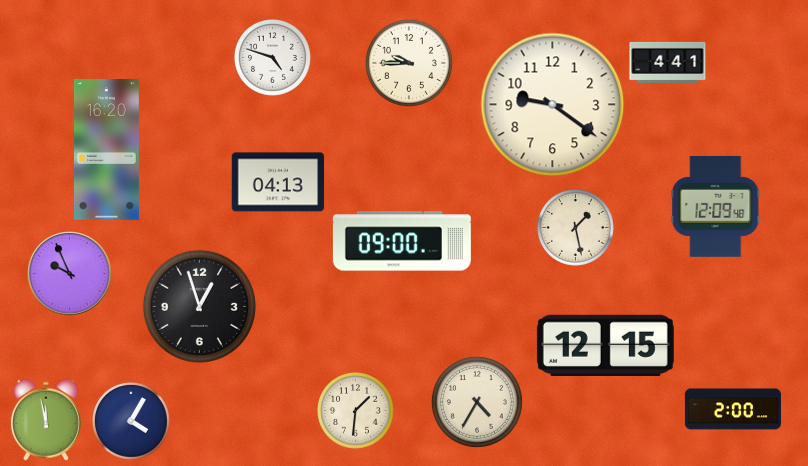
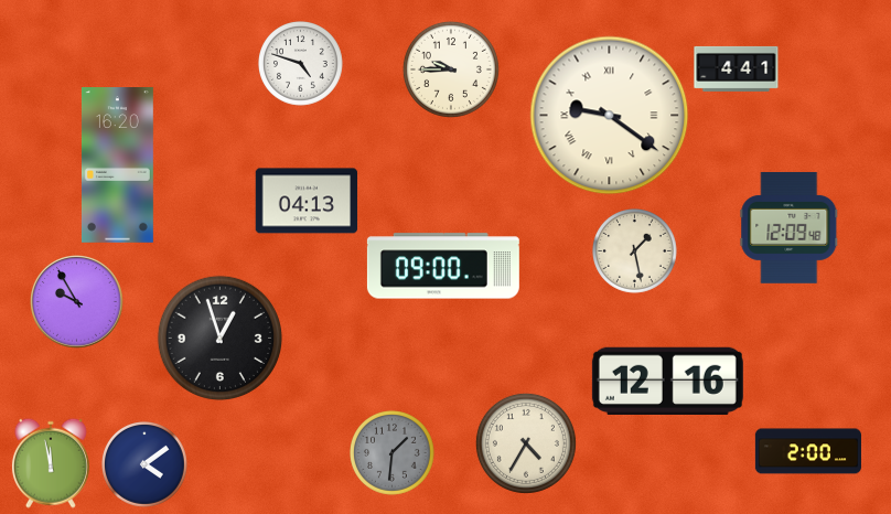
clock at (553, 105) numerals: Arabic -> Roman
clock at (70, 274): 9:56 -> 9:55
clock at (605, 345): 12:15 -> 12:16
clock at (356, 411) dial: cream -> grey
clock at (132, 422): 4:05 -> 4:09
